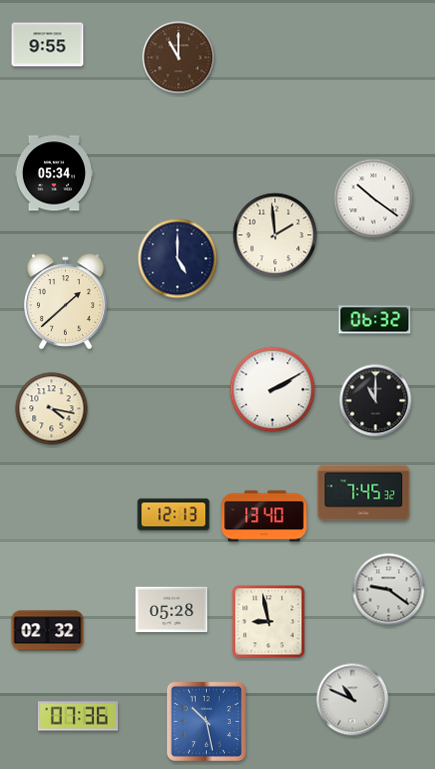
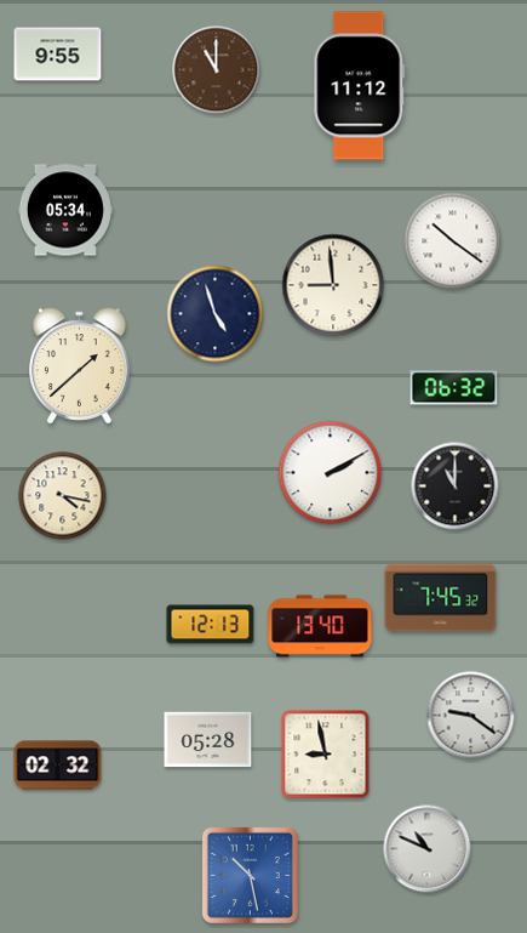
clock at (360, 86): none -> 11:12
clock at (275, 235): 1:59 -> 8:59
clock at (178, 259): 5:00 -> 4:57
clock at (78, 716): 07:36 -> none
